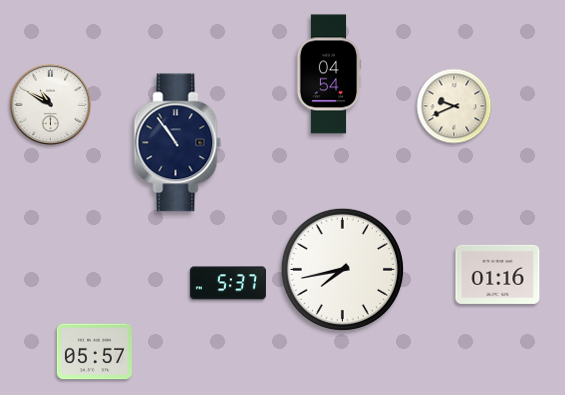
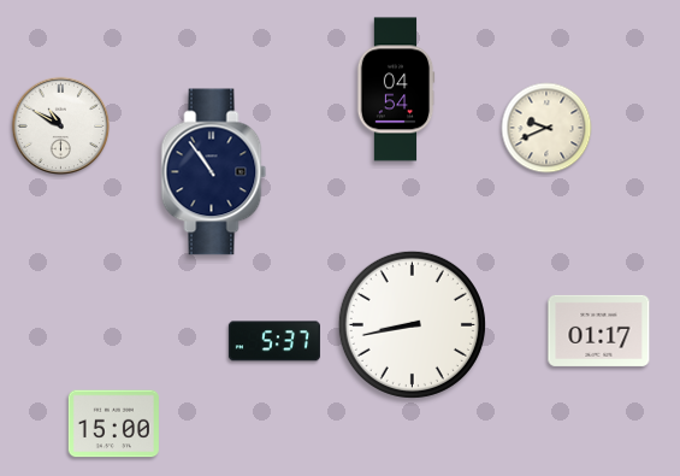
clock at (342, 269): 7:43 -> 8:43
clock at (498, 274): 01:16 -> 01:17
clock at (94, 352): 05:57 -> 15:00
